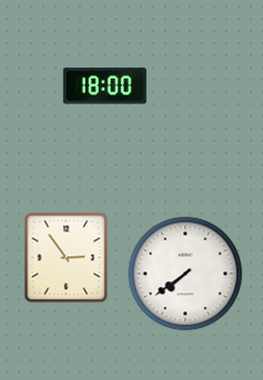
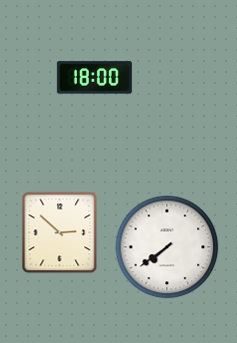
clock at (67, 258): 2:54 -> 2:52
